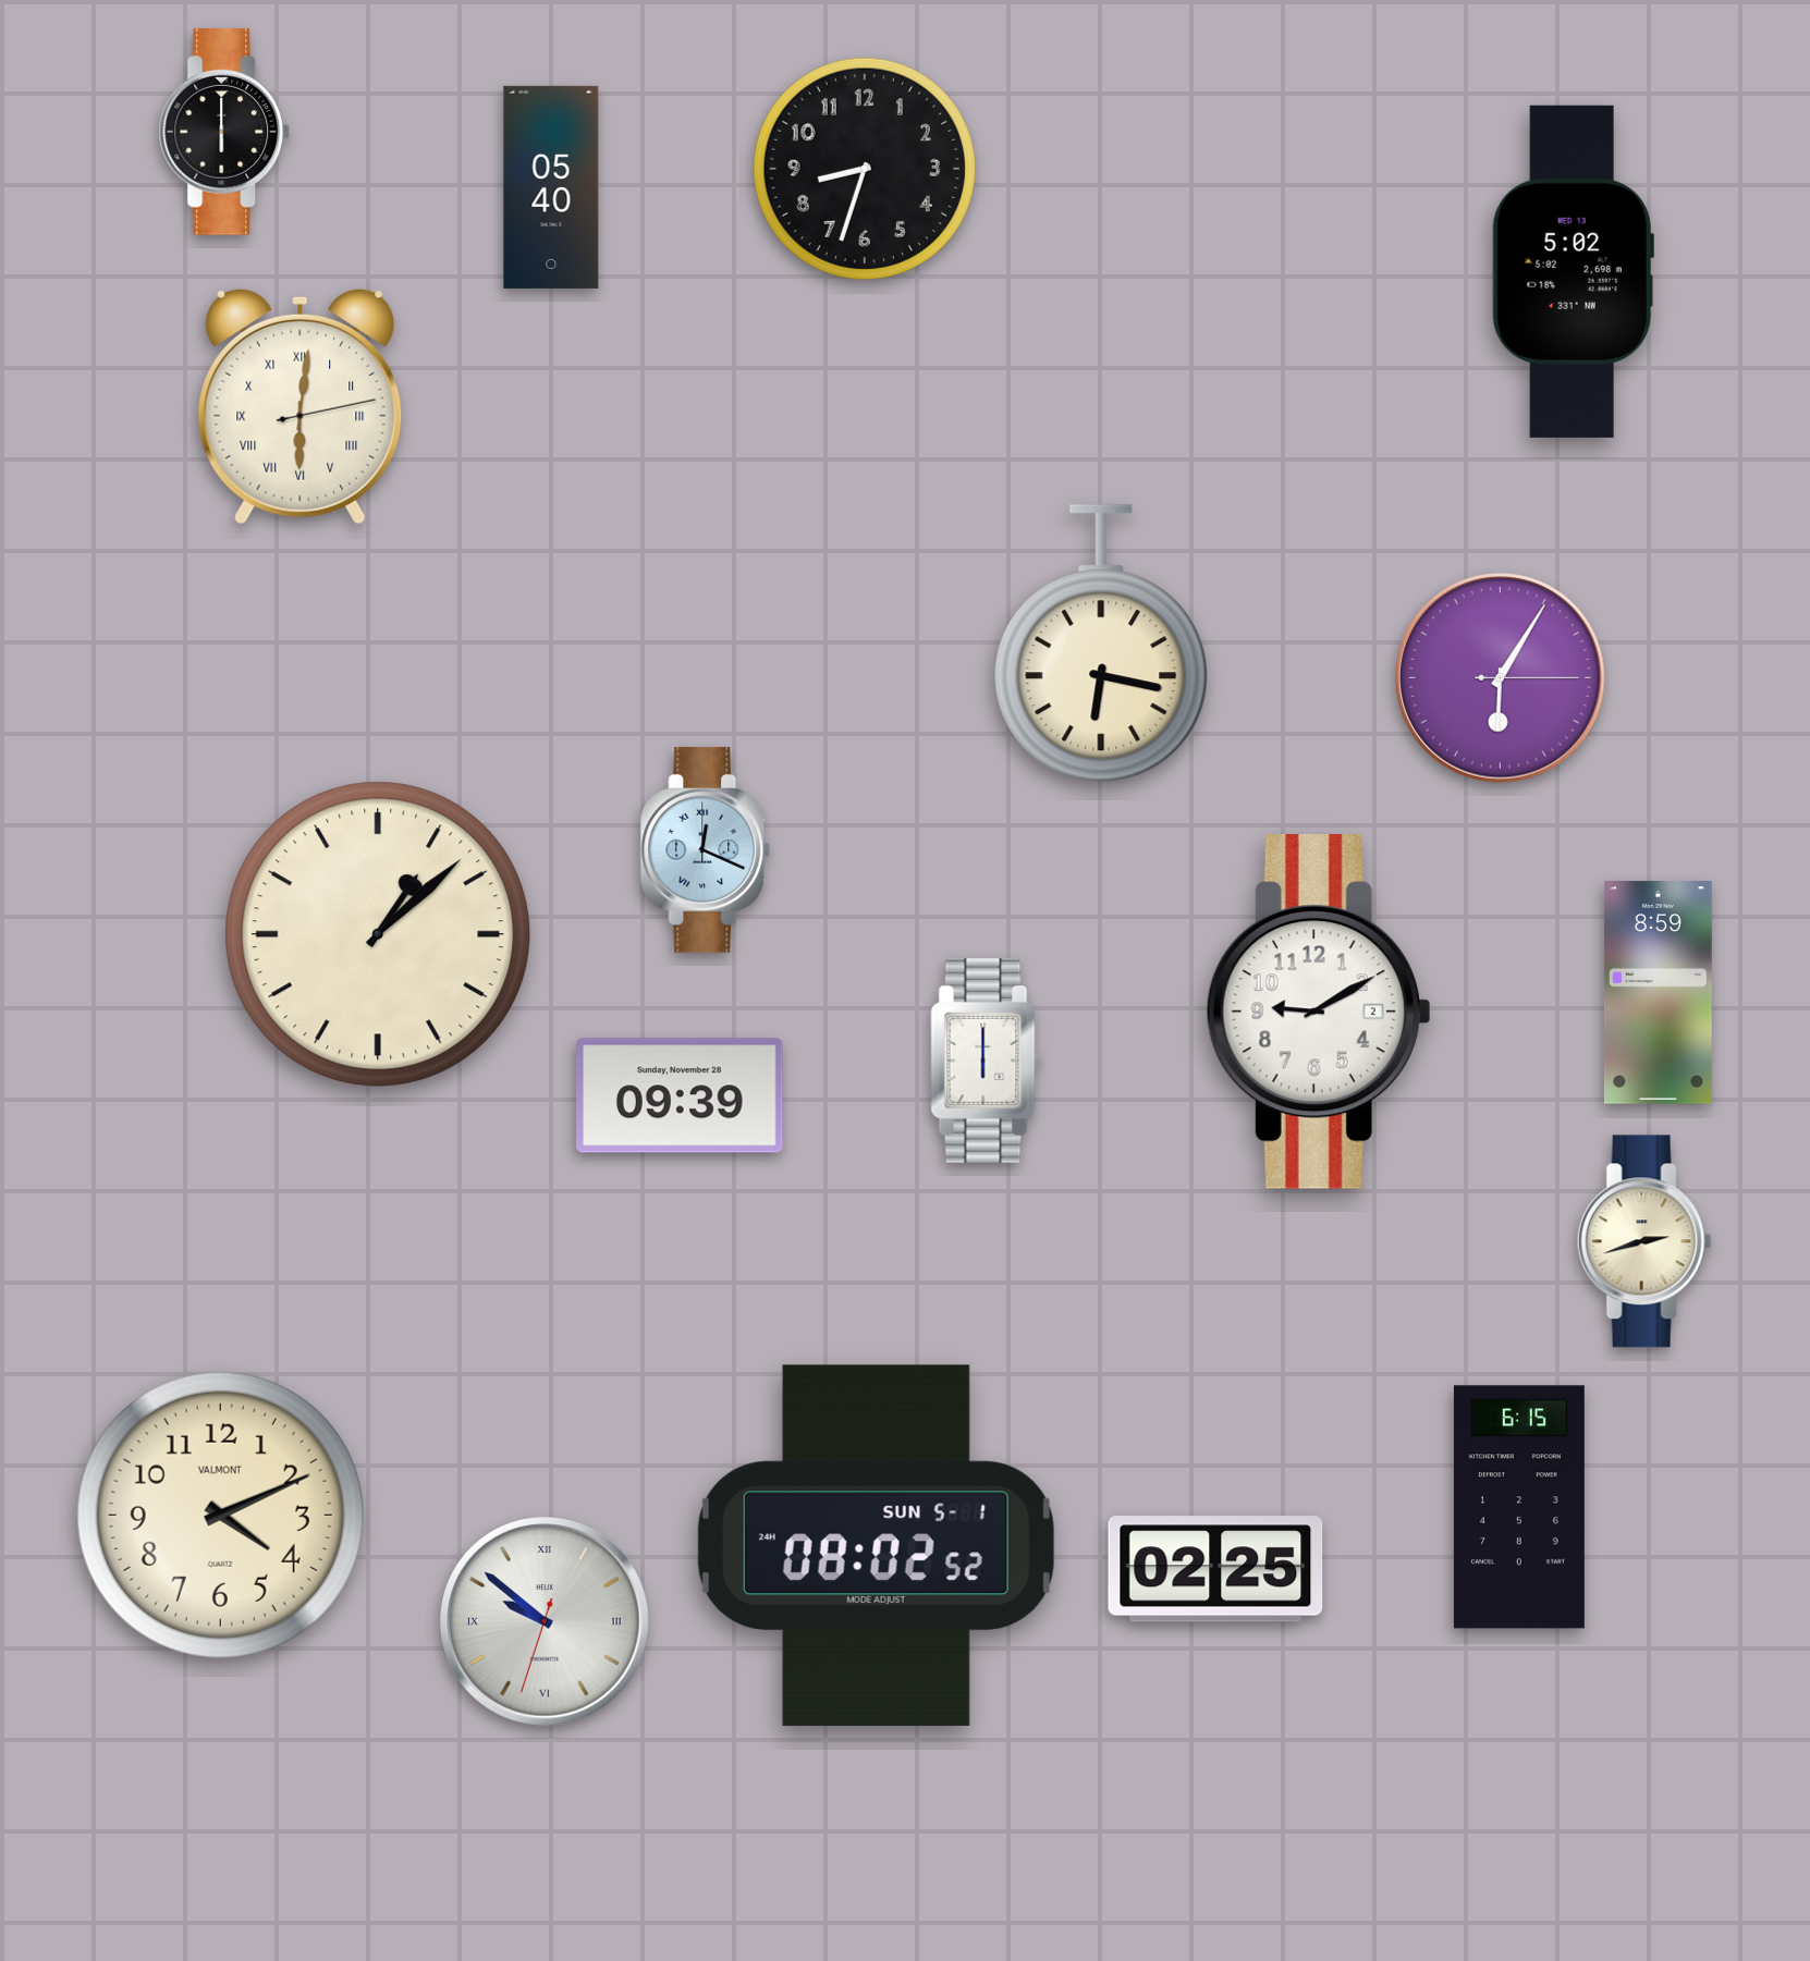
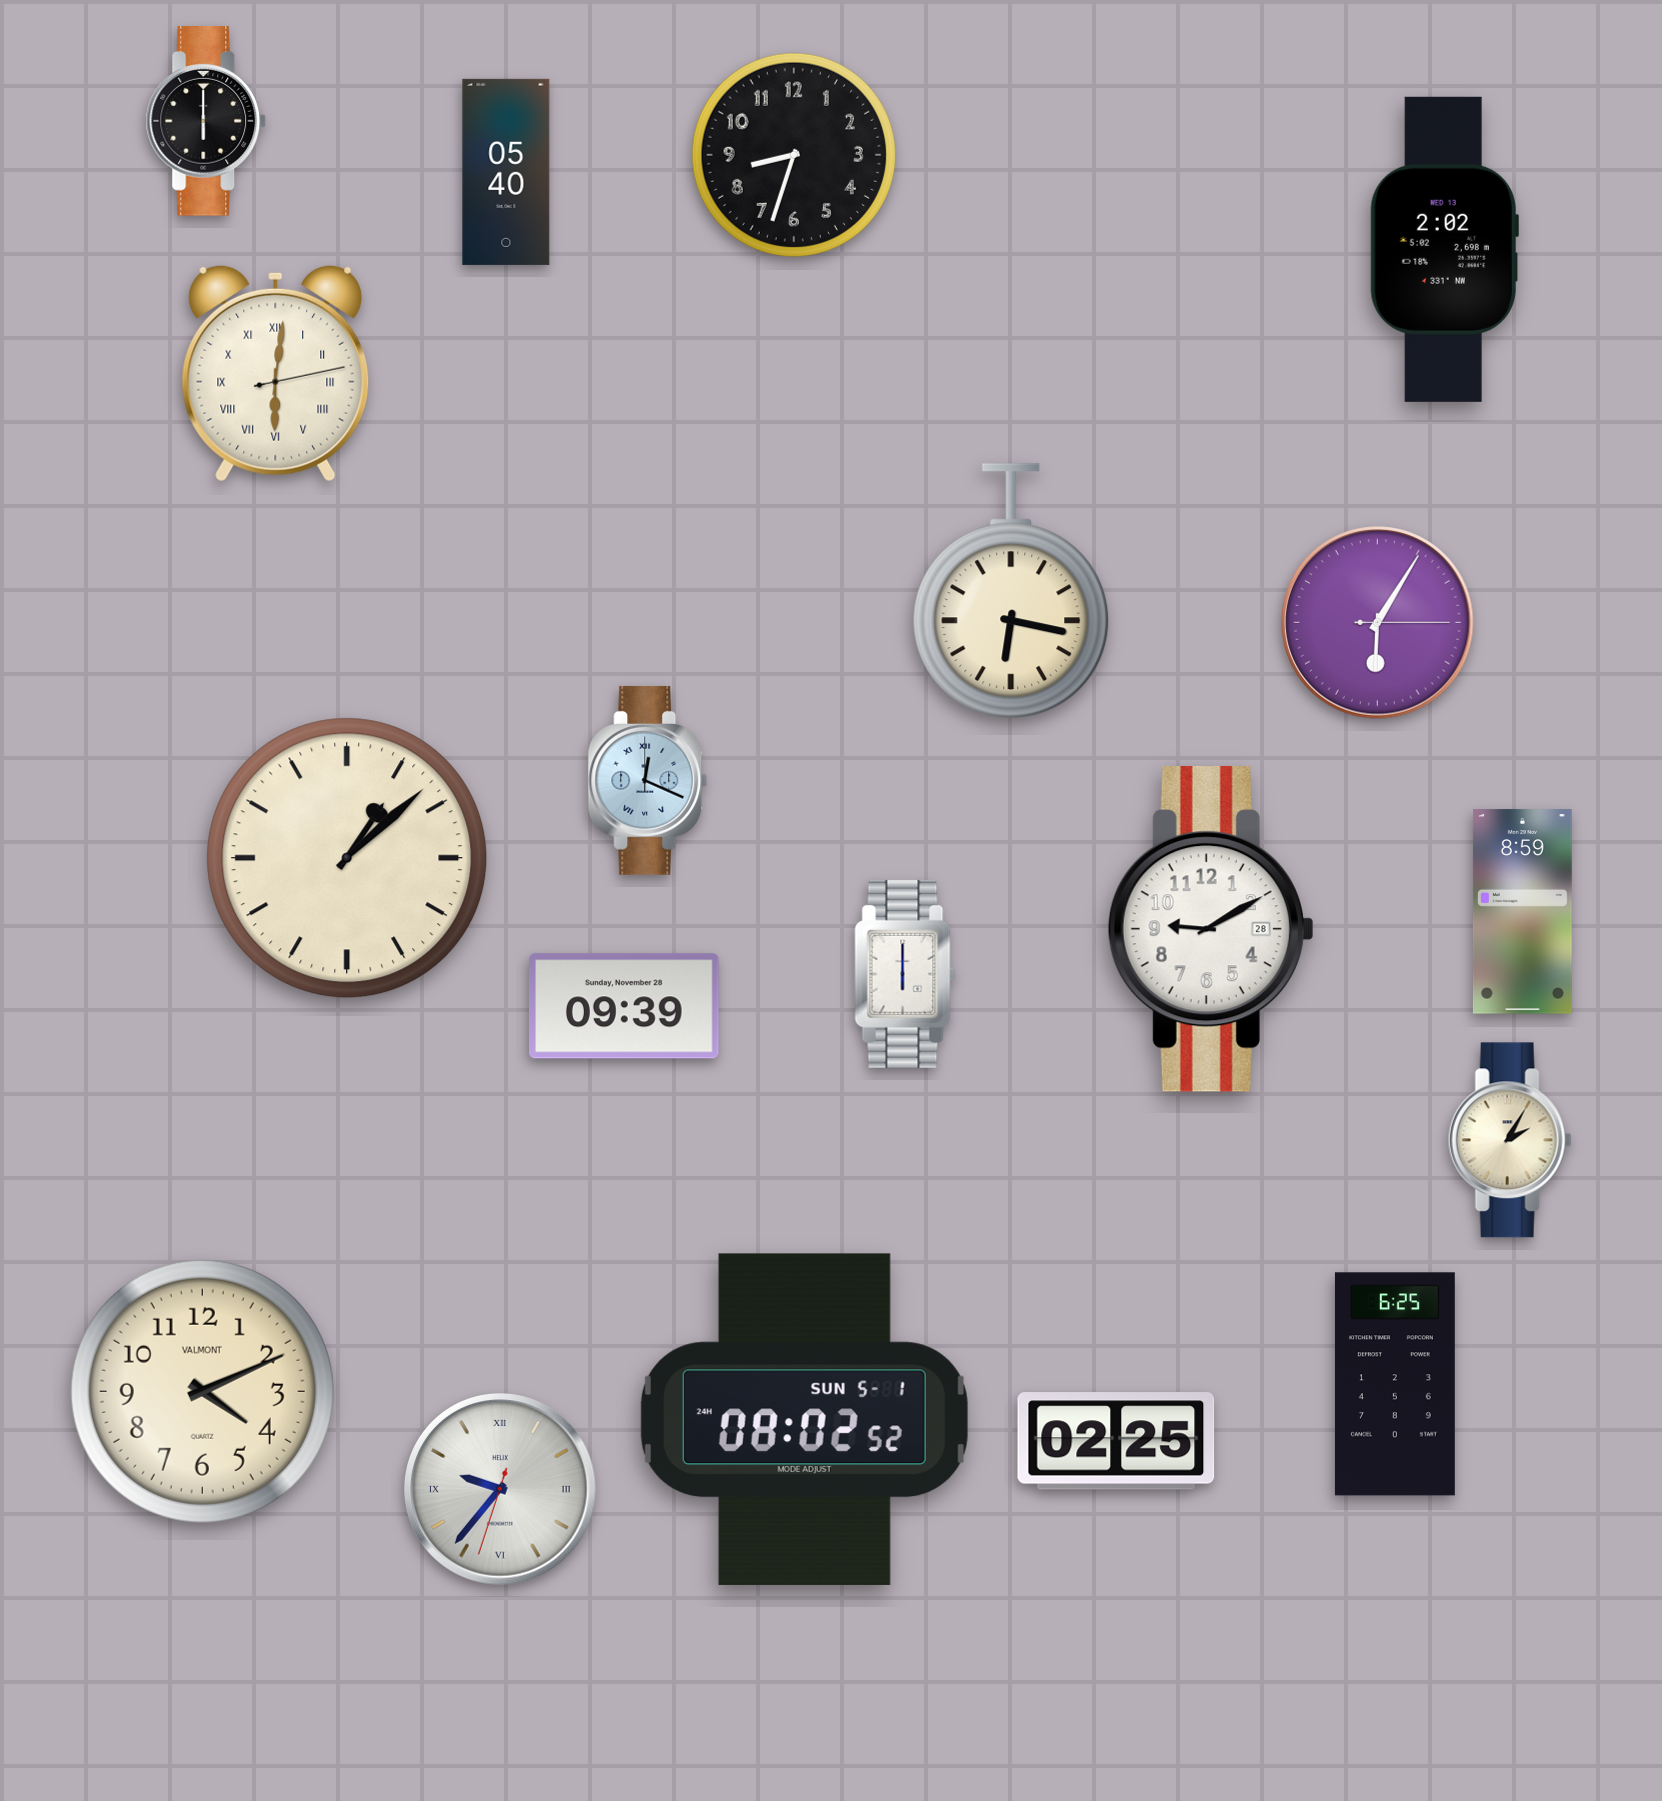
clock at (1573, 271): 5:02 -> 2:02
clock at (1319, 1013) date: 2 -> 28
clock at (1644, 1241): 2:42 -> 2:05
clock at (1519, 1507): 6:15 -> 6:25
clock at (546, 1622): 9:51 -> 9:36
